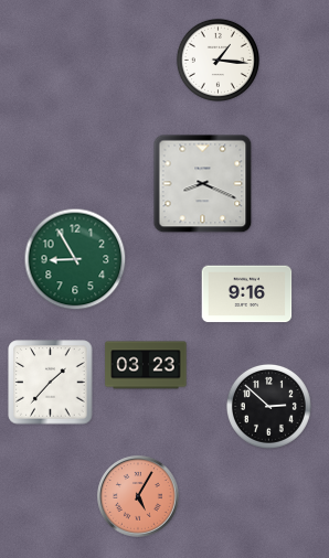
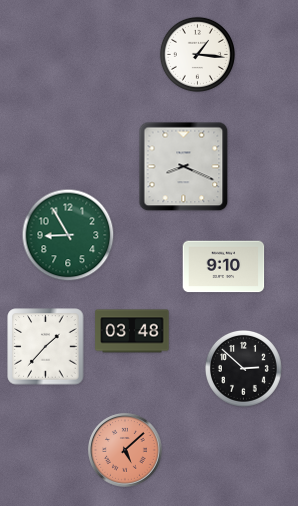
clock at (247, 294): 9:16 -> 9:10
clock at (146, 365): 03:23 -> 03:48
clock at (139, 497): 5:05 -> 5:08
